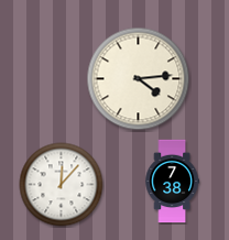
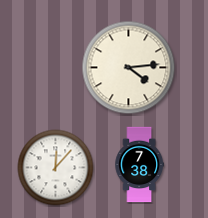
clock at (139, 79) position: (139, 79) -> (129, 68)
clock at (172, 182) position: (172, 182) -> (139, 165)
